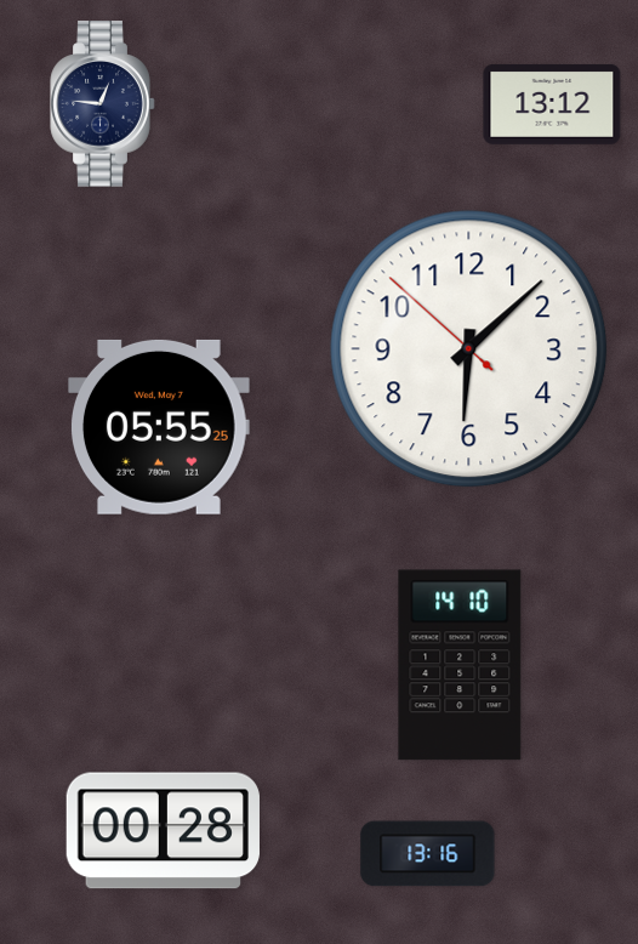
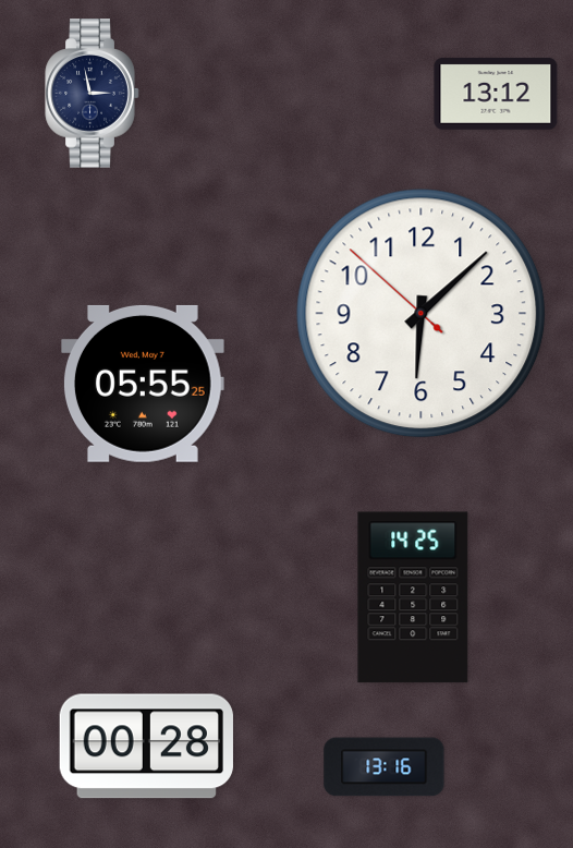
clock at (103, 104): 12:46 -> 2:58
clock at (460, 665): 14:10 -> 14:25
